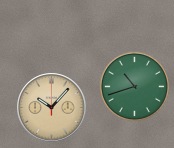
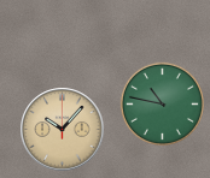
clock at (134, 86): 10:42 -> 10:47
